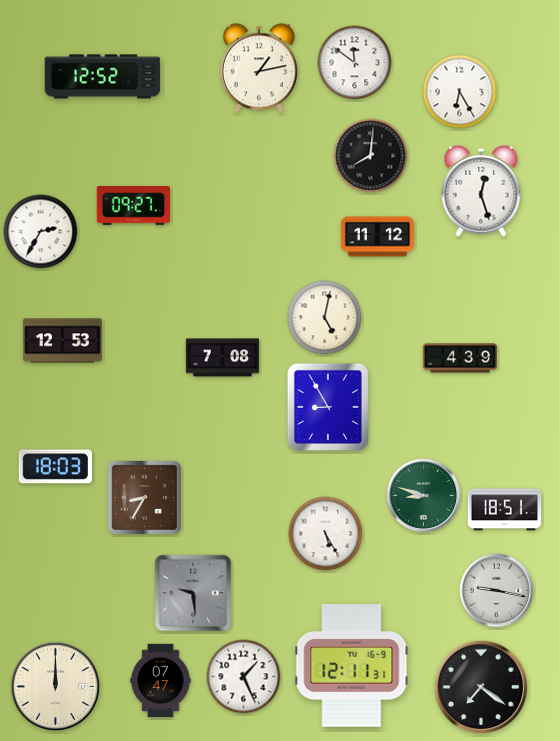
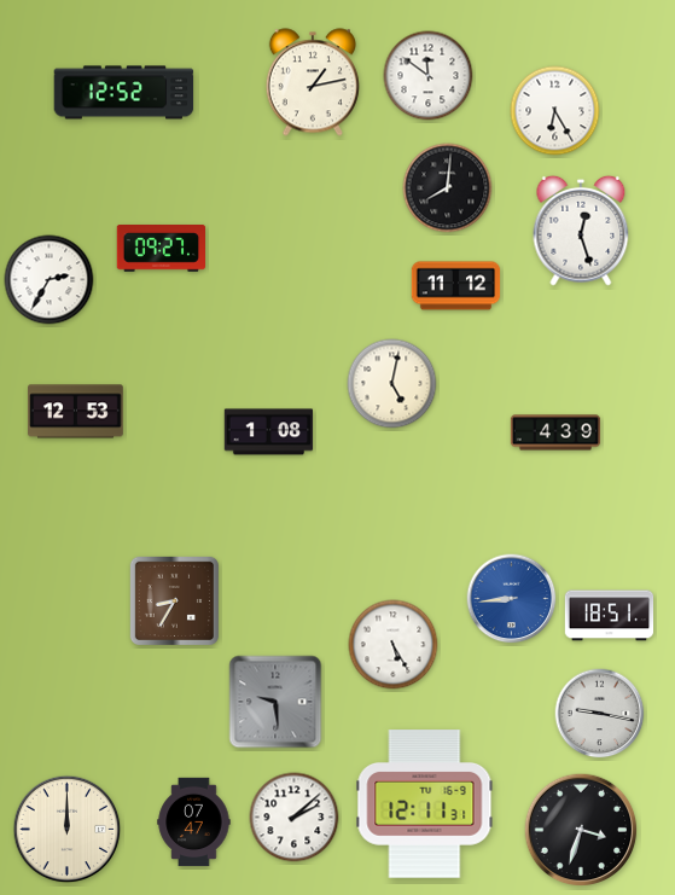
clock at (223, 358): 7:08 -> 1:08
clock at (328, 407): 8:55 -> none
clock at (55, 467): 18:03 -> none
clock at (424, 496): 8:48 -> 8:44
clock at (424, 496) dial: green -> blue
clock at (193, 593) position: (193, 593) -> (275, 702)
clock at (244, 677): 1:26 -> 2:08
clock at (481, 687): 7:21 -> 3:33
